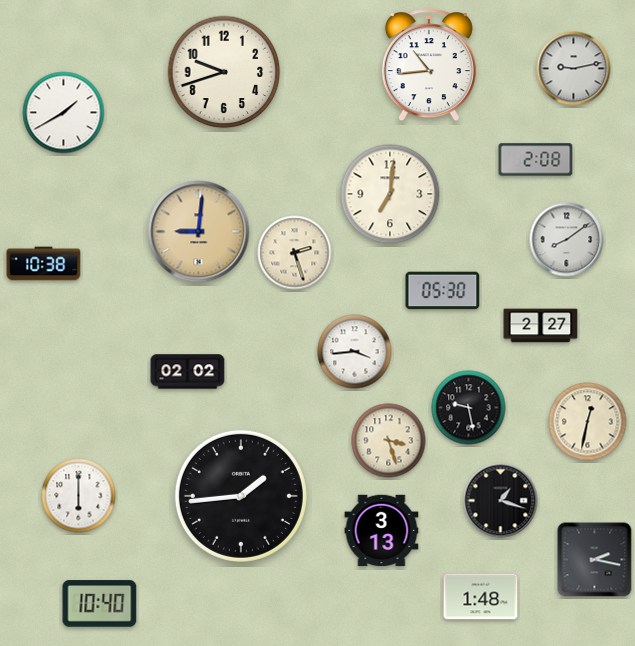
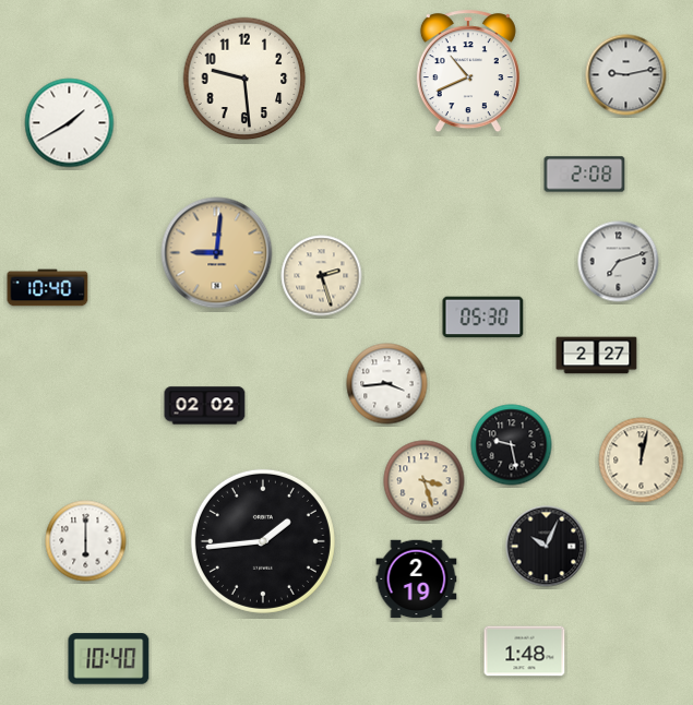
clock at (429, 66): 10:44 -> 10:41
clock at (224, 72): 9:42 -> 9:29
clock at (390, 194): 7:01 -> none
clock at (567, 240): 8:09 -> 7:12
clock at (44, 264): 10:38 -> 10:40
clock at (541, 326) position: (541, 326) -> (597, 356)
clock at (588, 422): 12:32 -> 12:02
clock at (501, 501): 1:18 -> 10:04
clock at (382, 531): 3:13 -> 2:19
clock at (595, 560): 2:17 -> none
